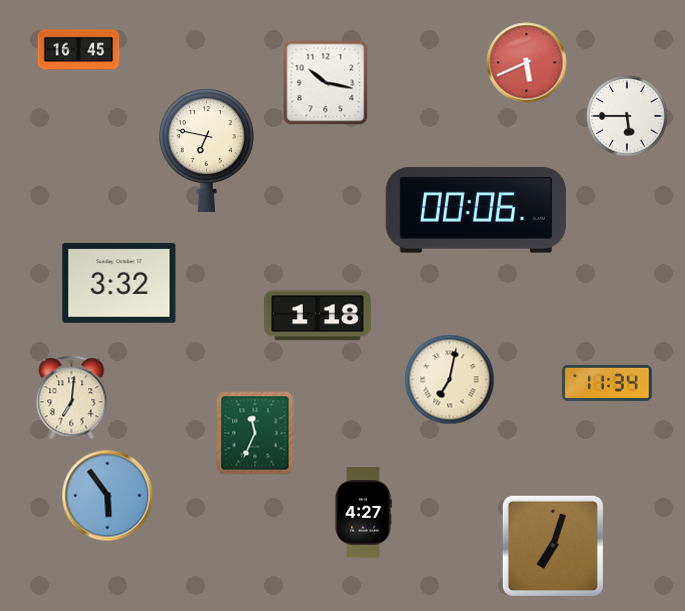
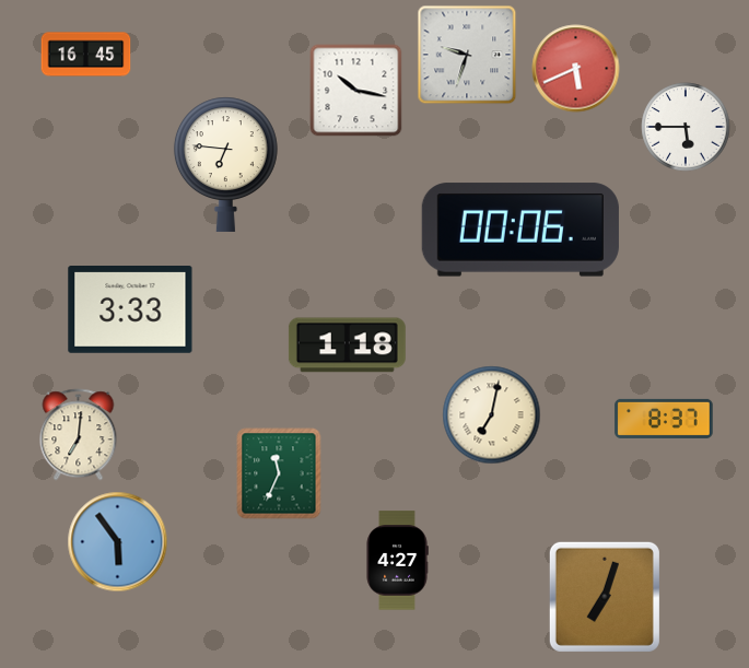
clock at (467, 55): none -> 9:33
clock at (206, 150): 6:47 -> 6:46
clock at (119, 284): 3:32 -> 3:33
clock at (607, 383): 11:34 -> 8:37
